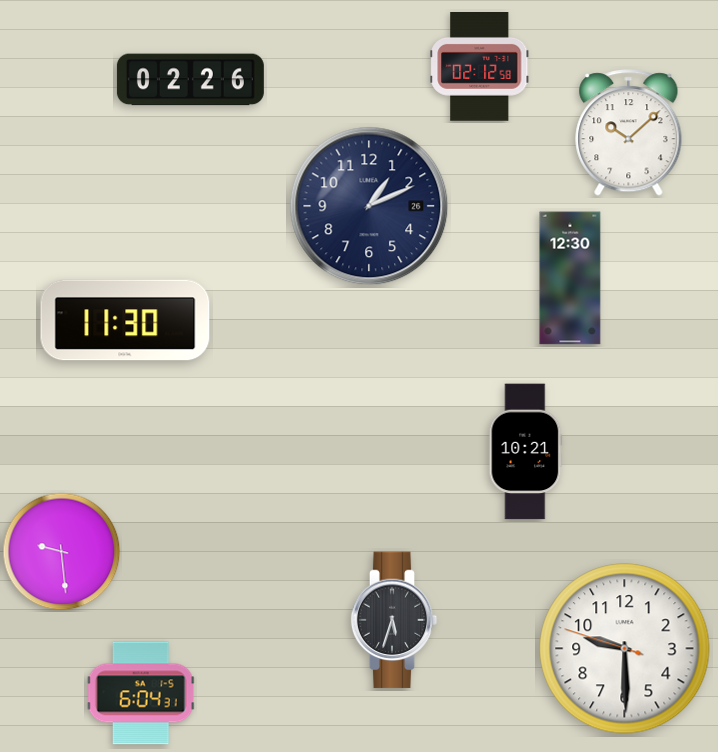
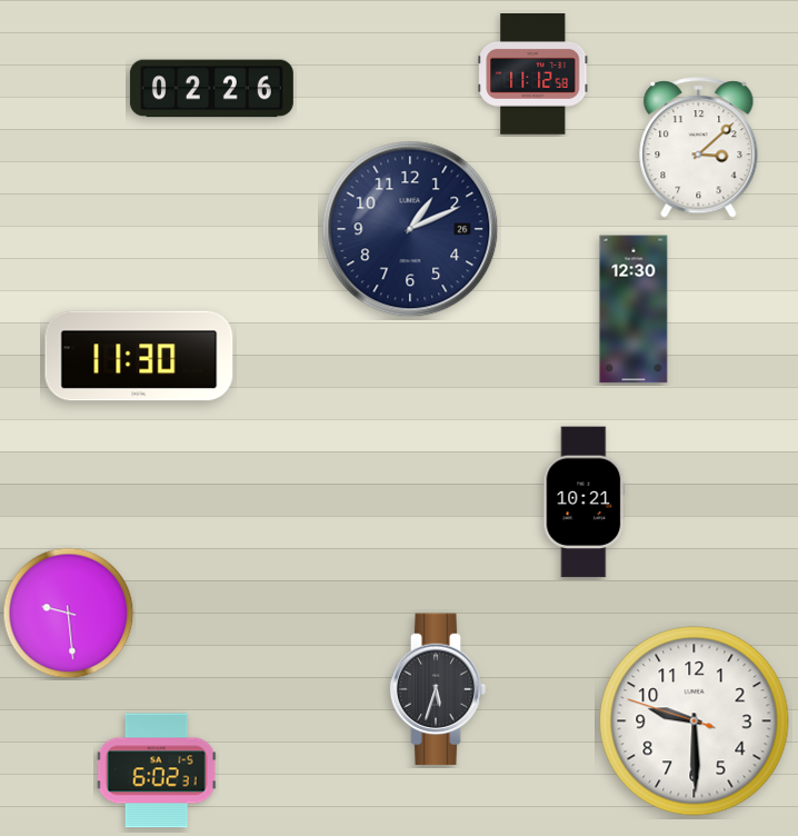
clock at (480, 67): 02:12 -> 11:12
clock at (629, 133): 10:08 -> 3:08
clock at (141, 693): 6:04 -> 6:02
